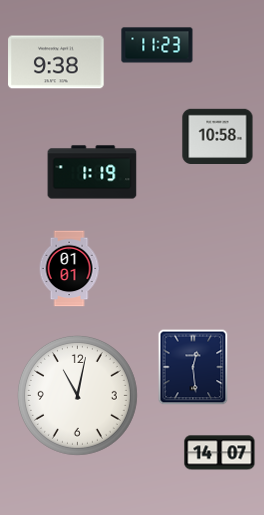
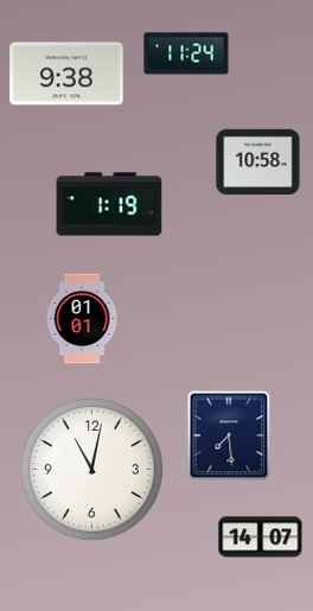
clock at (157, 45): 11:23 -> 11:24
clock at (193, 367): 12:29 -> 7:29
